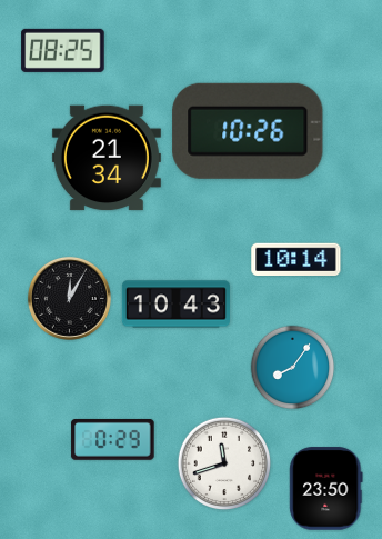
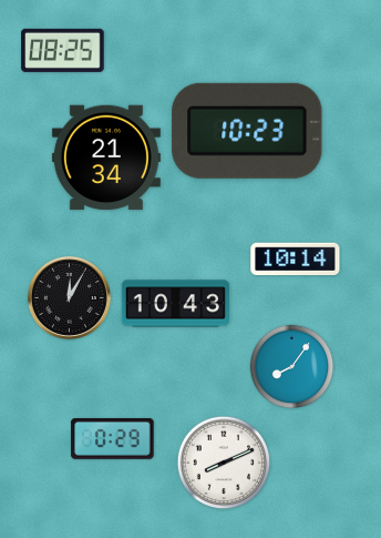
clock at (248, 131): 10:26 -> 10:23
clock at (224, 463): 11:42 -> 8:11
clock at (326, 489): 23:50 -> none
